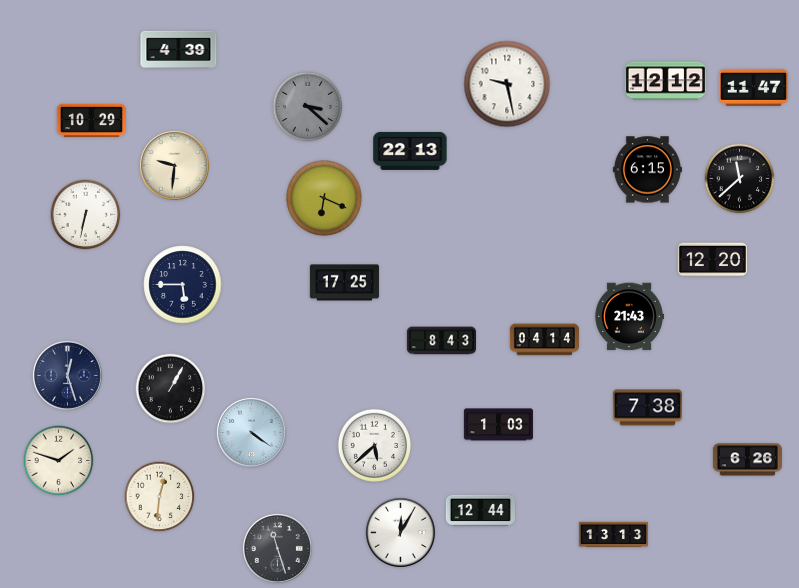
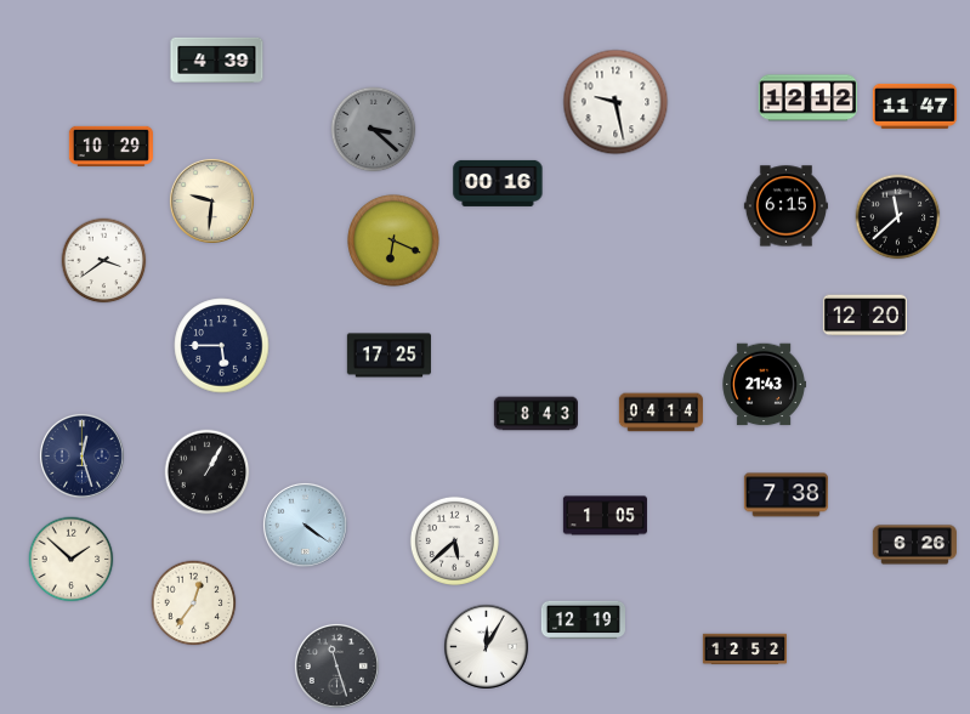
clock at (410, 151): 22:13 -> 00:16
clock at (86, 215): 6:32 -> 3:39
clock at (344, 283) position: (344, 283) -> (388, 356)
clock at (498, 425): 1:03 -> 1:05
clock at (747, 460) position: (747, 460) -> (914, 545)
clock at (59, 461): 1:48 -> 1:52
clock at (160, 497): 12:31 -> 12:36
clock at (480, 511): 12:44 -> 12:19
clock at (613, 535): 13:13 -> 12:52
